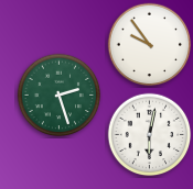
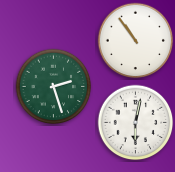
clock at (150, 45): 9:54 -> 10:54
